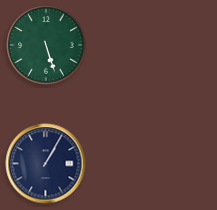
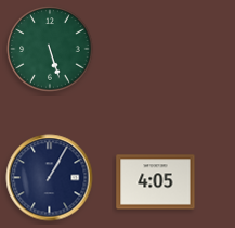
clock at (156, 182): none -> 4:05
